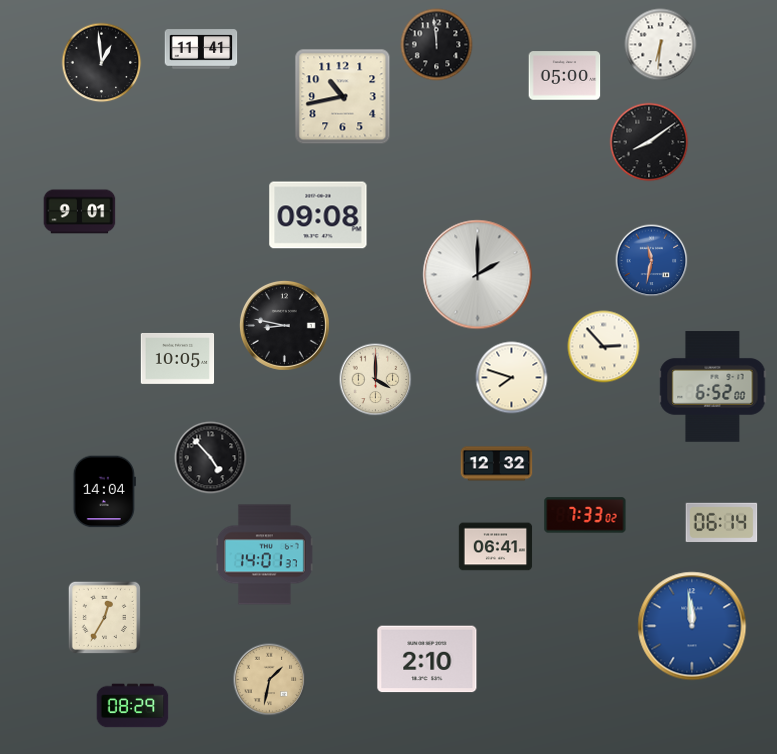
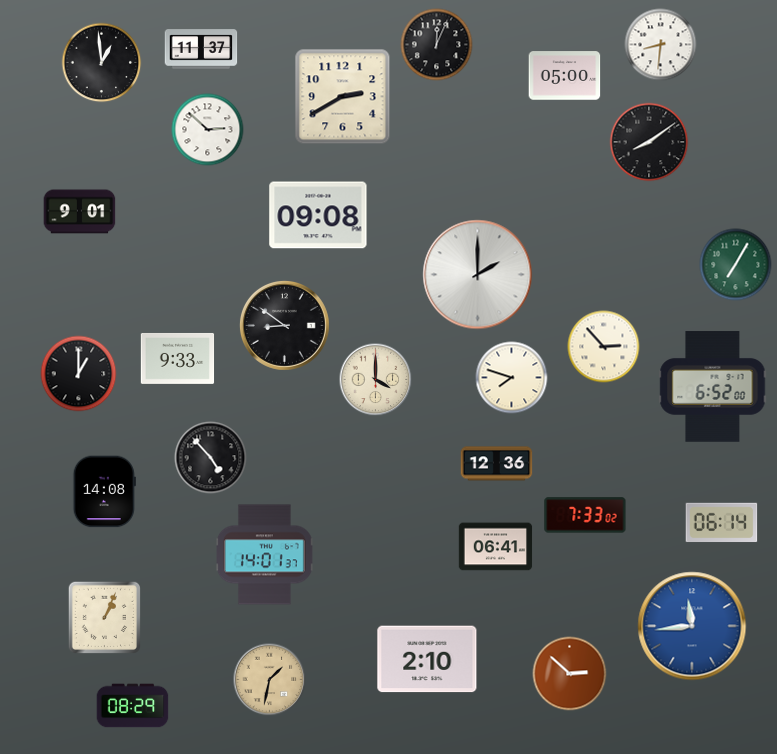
clock at (437, 45): 11:59 -> 12:04
clock at (661, 45): 6:31 -> 8:31
clock at (201, 49): 11:41 -> 11:37
clock at (343, 97): 10:43 -> 2:40
clock at (208, 130): none -> 2:52
clock at (652, 261): 11:32 -> none
clock at (736, 265): none -> 7:05
clock at (284, 325): 8:47 -> 8:51
clock at (178, 358): 10:05 -> 9:33
clock at (79, 374): none -> 1:00
clock at (497, 464): 12:32 -> 12:36
clock at (104, 492): 14:04 -> 14:08
clock at (104, 617): 12:35 -> 1:04
clock at (692, 626): 11:59 -> 11:44
clock at (570, 674): none -> 2:52
